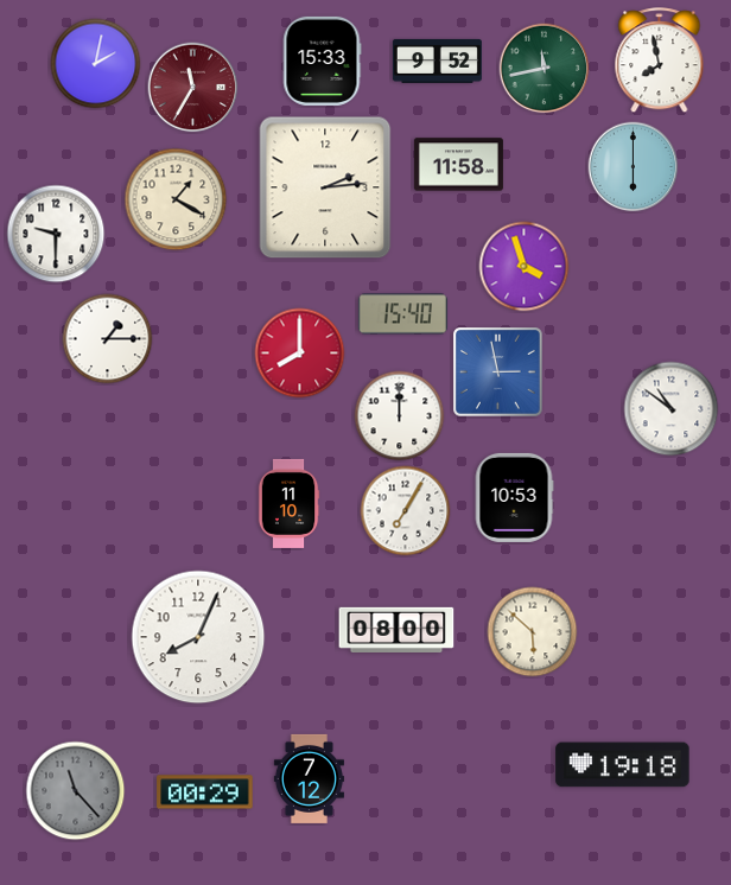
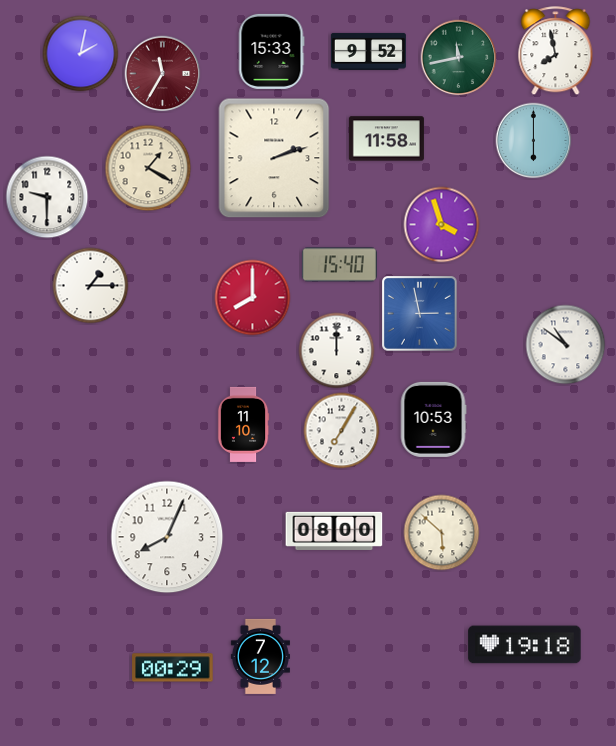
clock at (325, 187): 2:14 -> 2:12
clock at (533, 632) position: (533, 632) -> (442, 533)
clock at (76, 791): 11:23 -> none
